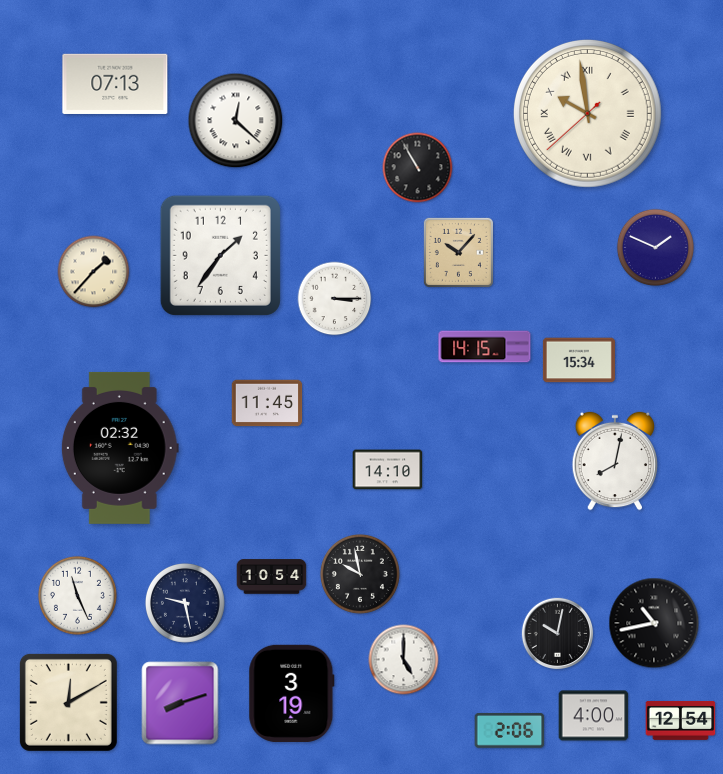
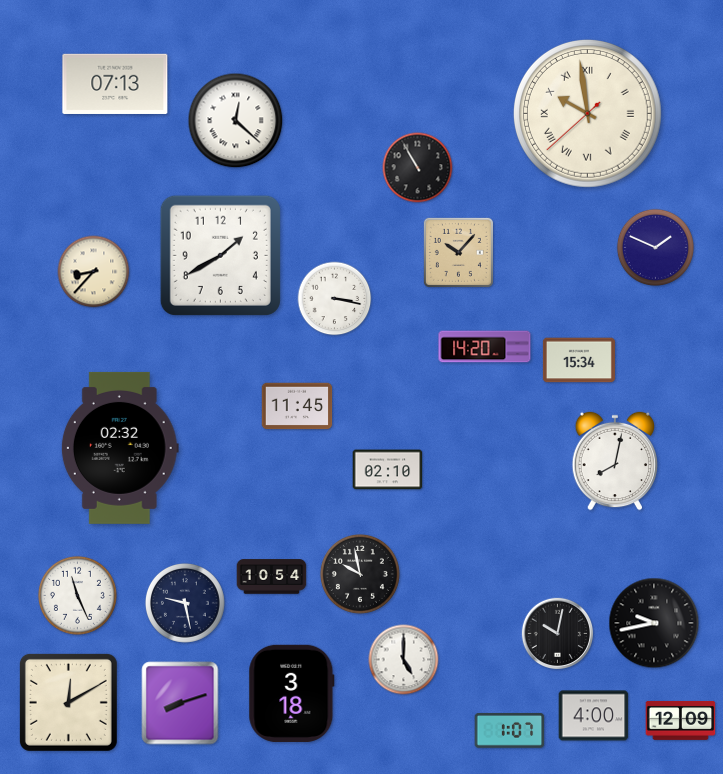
clock at (220, 255): 1:36 -> 1:40
clock at (94, 272): 1:37 -> 8:37
clock at (335, 299): 3:15 -> 3:17
clock at (485, 347): 14:15 -> 14:20
clock at (267, 403) position: (267, 403) -> (297, 406)
clock at (388, 470): 14:10 -> 02:10
clock at (654, 623): 10:43 -> 9:43
clock at (292, 693): 3:19 -> 3:18
clock at (681, 720): 12:54 -> 12:09
clock at (510, 731): 2:06 -> 1:07
